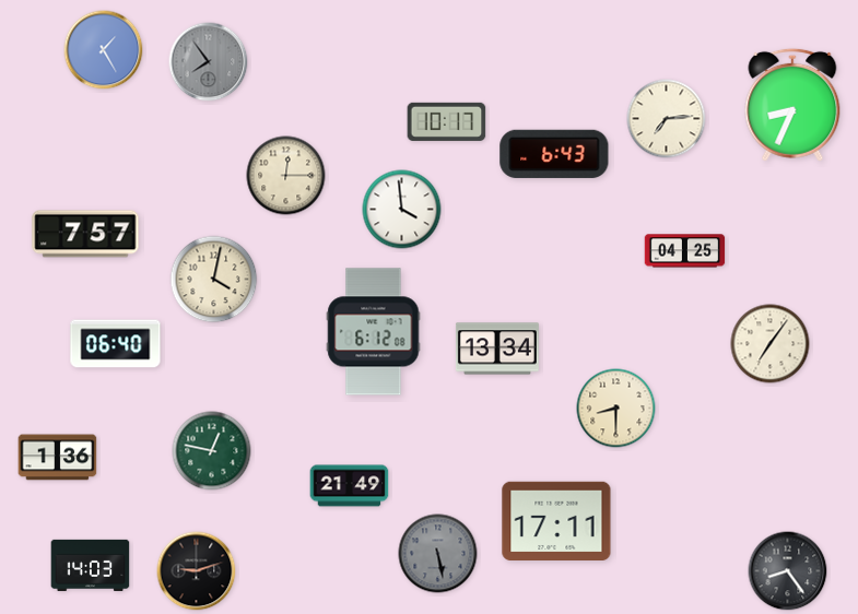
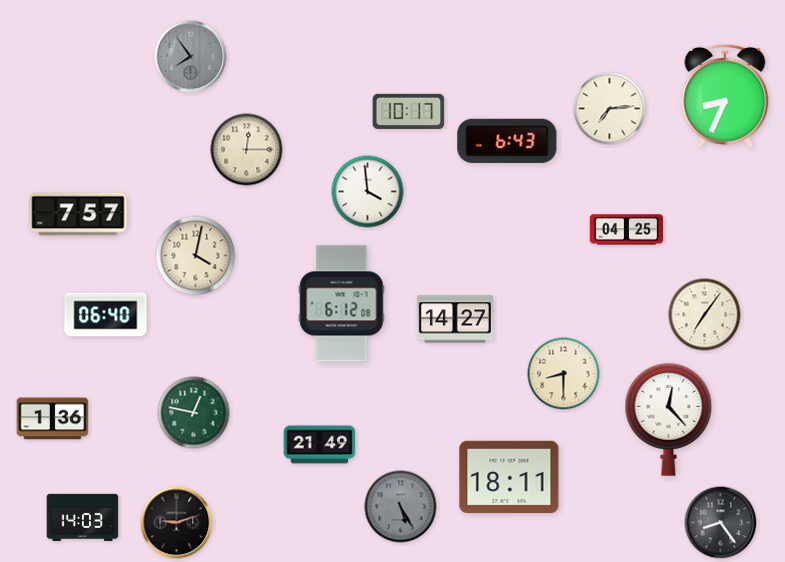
clock at (104, 50): 1:25 -> none
clock at (286, 176) position: (286, 176) -> (247, 150)
clock at (497, 349): 13:34 -> 14:27
clock at (669, 420): none -> 12:23
clock at (556, 521): 17:11 -> 18:11
clock at (438, 554): 5:28 -> 5:25
clock at (197, 571) position: (197, 571) -> (177, 523)
